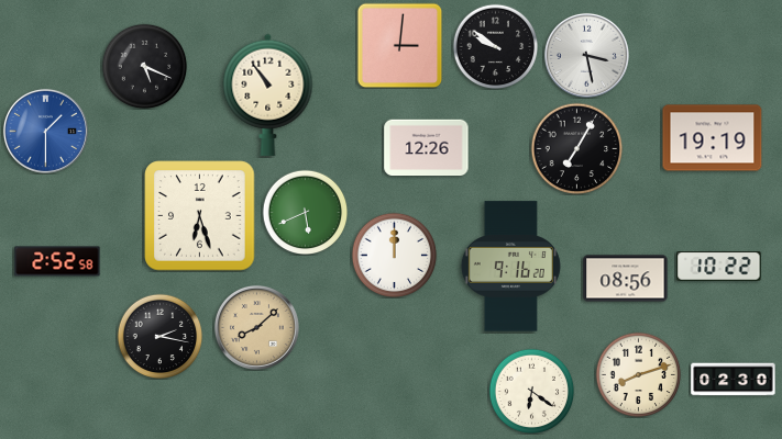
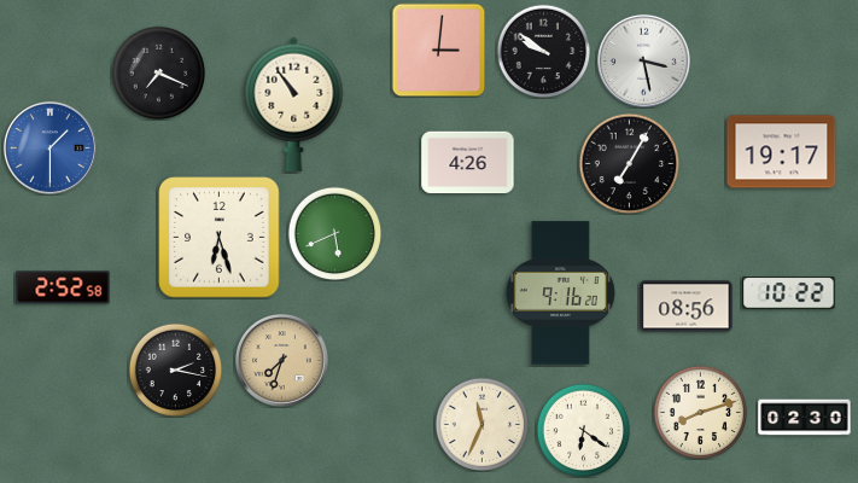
clock at (144, 66): 5:19 -> 7:19
clock at (45, 131) position: (45, 131) -> (49, 147)
clock at (713, 138): 19:19 -> 19:17
clock at (427, 148): 12:26 -> 4:26
clock at (576, 148) position: (576, 148) -> (629, 163)
clock at (394, 255): 12:00 -> none
clock at (256, 327): 8:08 -> 7:33
clock at (481, 424): none -> 11:34
